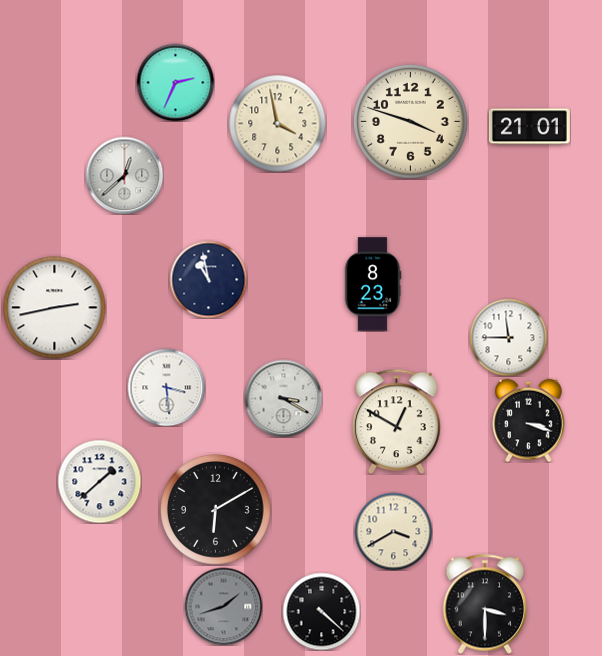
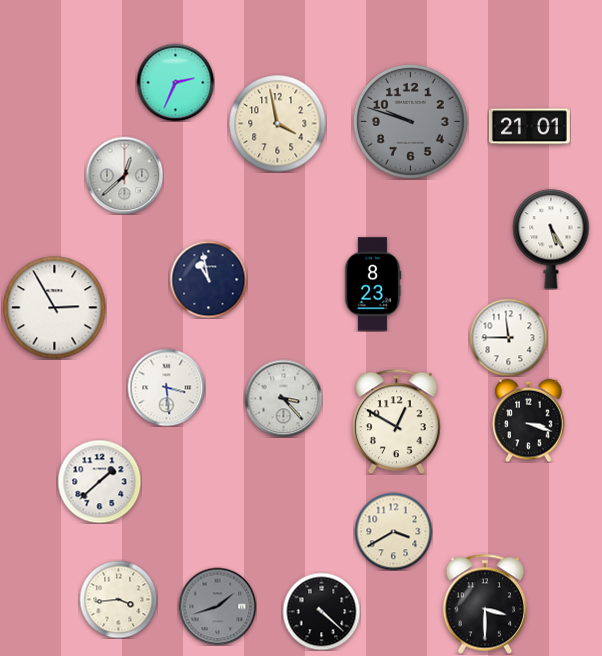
clock at (411, 122): 3:48 -> 9:48
clock at (411, 122) dial: cream -> grey
clock at (551, 239): none -> 5:25
clock at (55, 308): 2:43 -> 2:55
clock at (283, 398): 3:20 -> 3:23
clock at (216, 510): 6:10 -> none
clock at (118, 599): none -> 3:44
clock at (223, 606) position: (223, 606) -> (217, 606)
